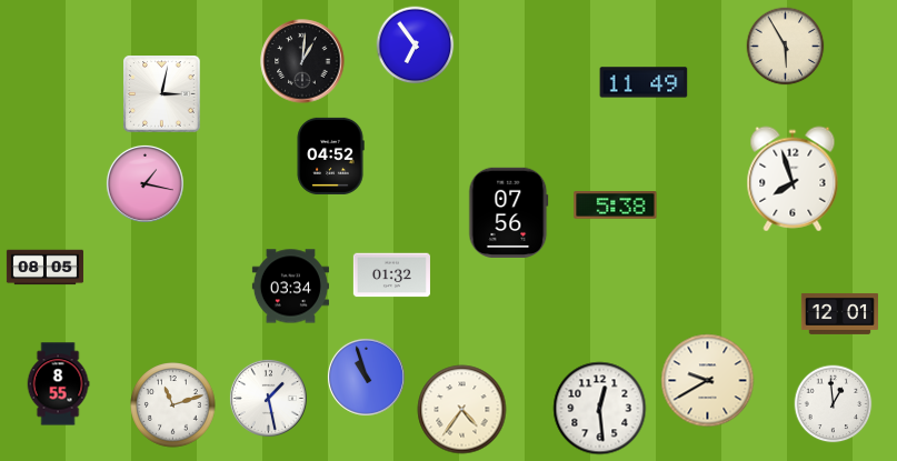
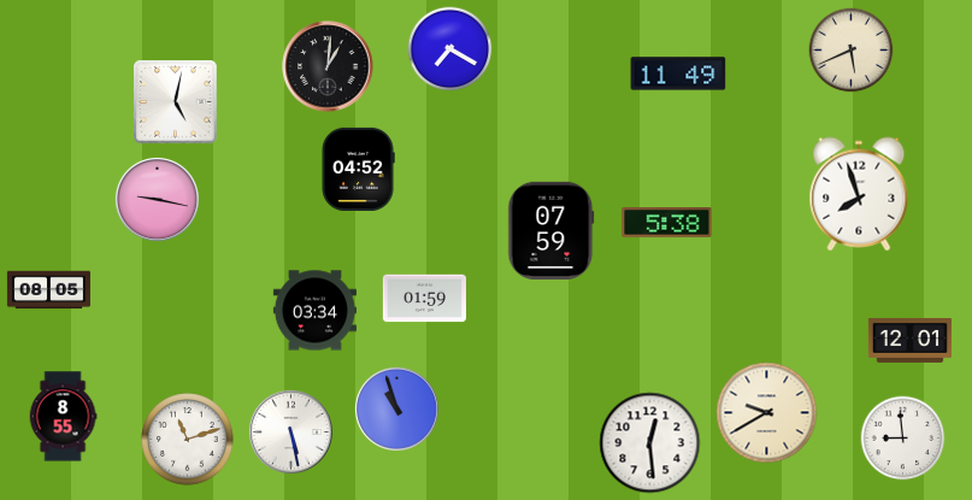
clock at (416, 46): 6:54 -> 7:20
clock at (786, 47): 5:55 -> 5:41
clock at (644, 82) position: (644, 82) -> (678, 73)
clock at (162, 94): 3:02 -> 5:02
clock at (144, 183): 1:17 -> 9:17
clock at (509, 212): 07:56 -> 07:59
clock at (391, 275): 01:32 -> 01:59
clock at (268, 398): 1:28 -> 5:28
clock at (834, 404): 12:59 -> 8:59
clock at (462, 410): 4:36 -> none
